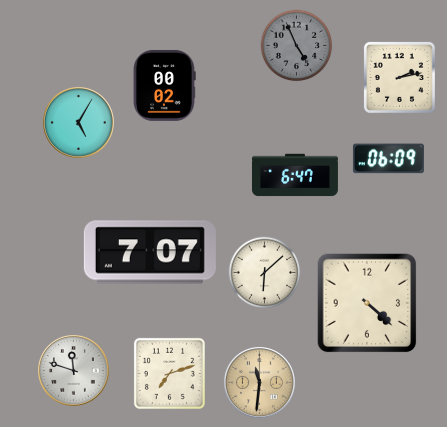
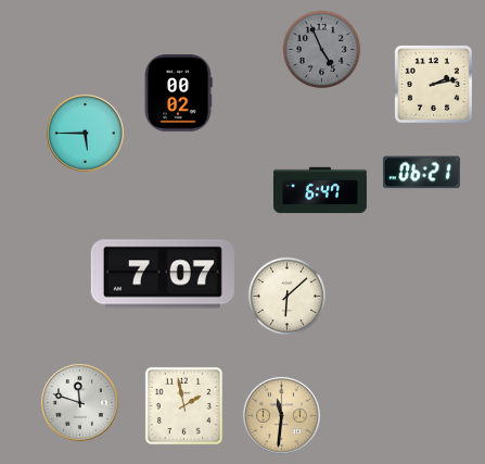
clock at (78, 122): 5:05 -> 5:45
clock at (388, 159): 06:09 -> 06:21
clock at (367, 303): 4:22 -> none
clock at (169, 373): 7:12 -> 1:58
